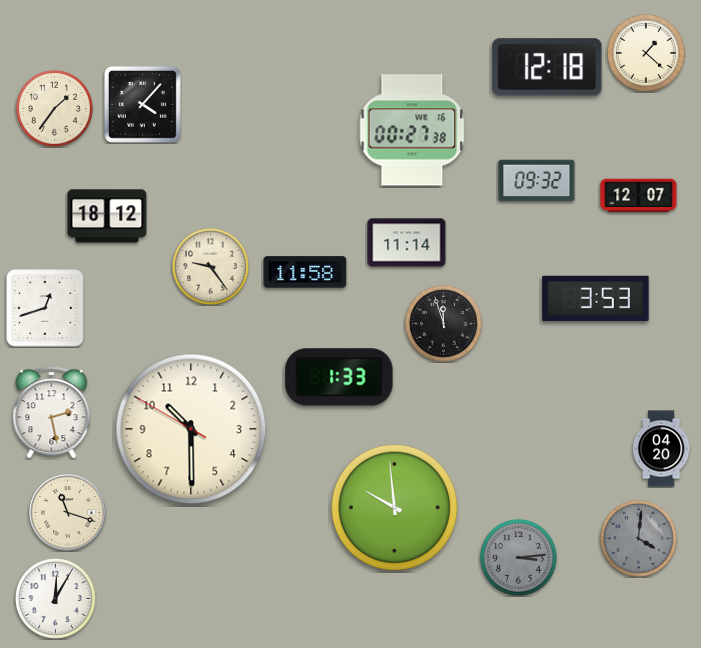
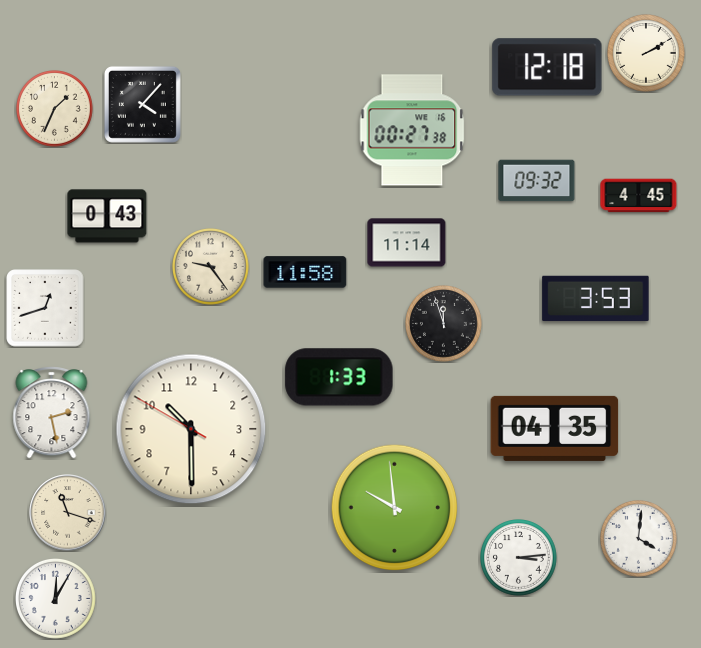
clock at (647, 54): 1:22 -> 2:10
clock at (55, 109): 1:36 -> 1:34
clock at (639, 196): 12:07 -> 4:45
clock at (107, 216): 18:12 -> 0:43
clock at (555, 428): none -> 04:35
clock at (661, 449): 04:20 -> none
clock at (639, 539) dial: grey -> white
clock at (519, 558) dial: grey -> white
